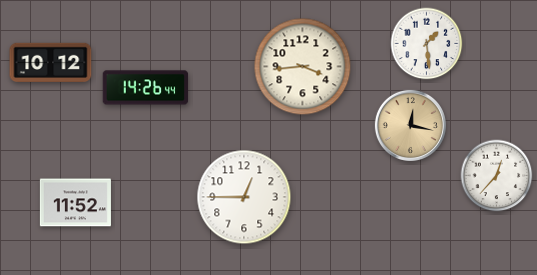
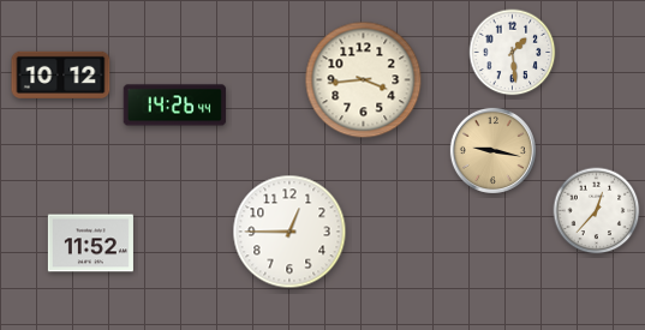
clock at (410, 125): 12:17 -> 9:17
clock at (244, 197) position: (244, 197) -> (289, 232)
